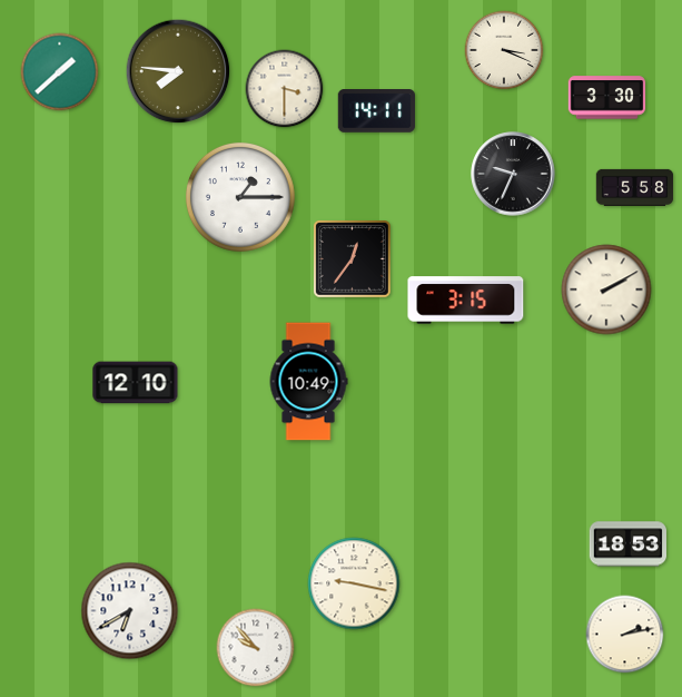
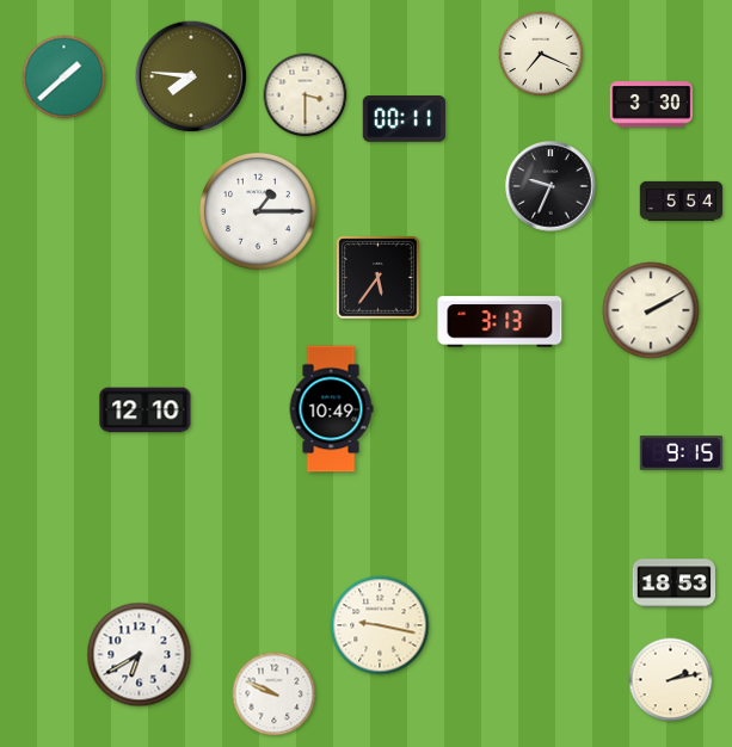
clock at (504, 50): 3:19 -> 7:19
clock at (376, 111): 14:11 -> 00:11
clock at (635, 187): 5:58 -> 5:54
clock at (353, 259): 12:36 -> 5:36
clock at (466, 301): 3:15 -> 3:13
clock at (682, 453): none -> 9:15
clock at (256, 648): 9:53 -> 9:49
